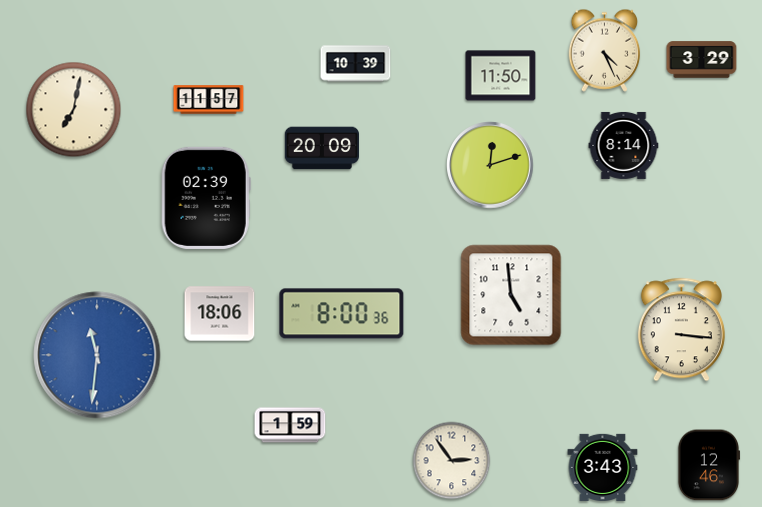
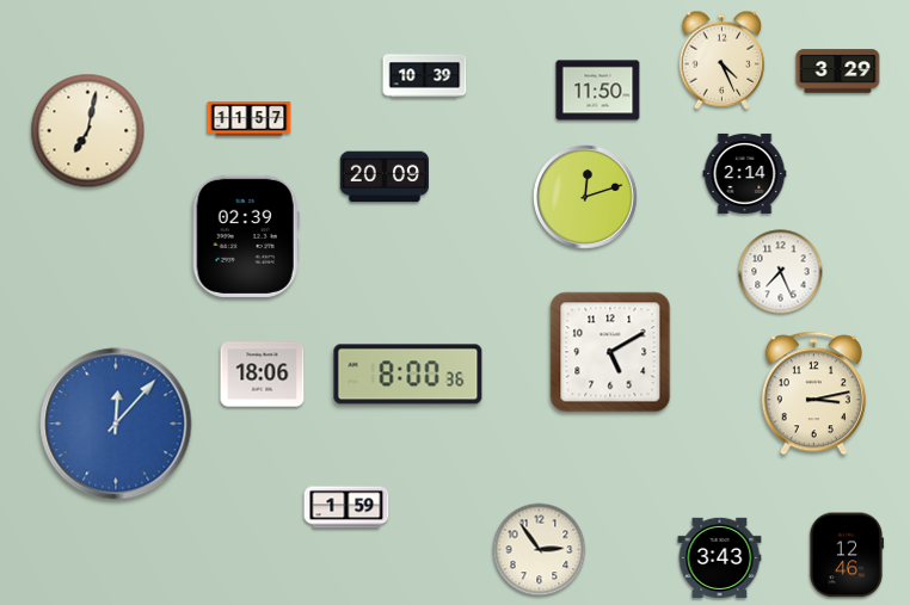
clock at (624, 145): 8:14 -> 2:14
clock at (781, 272): none -> 7:26
clock at (511, 295): 4:59 -> 5:10
clock at (681, 330): 3:16 -> 3:13
clock at (97, 355): 11:31 -> 12:07
